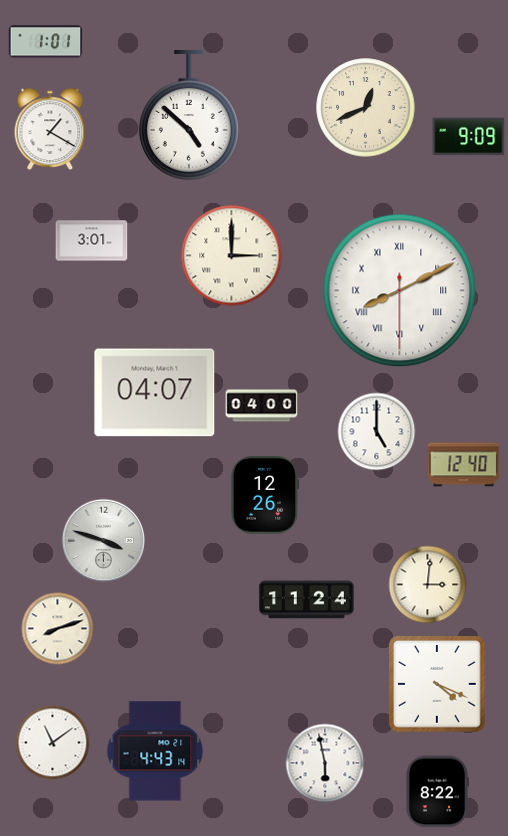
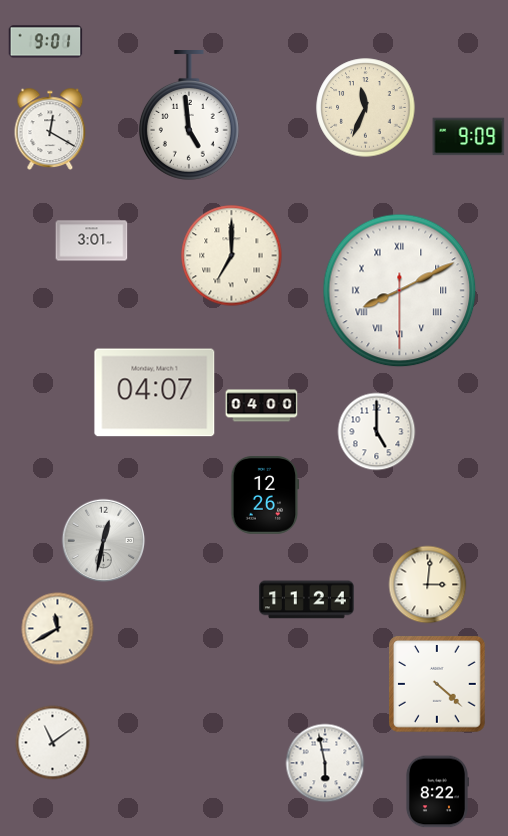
clock at (46, 42): 1:01 -> 9:01
clock at (366, 108): 12:41 -> 11:34
clock at (189, 116): 4:52 -> 4:59
clock at (50, 128): 1:20 -> 12:20
clock at (232, 256): 3:00 -> 7:00
clock at (464, 465): 12:40 -> none
clock at (104, 541): 3:48 -> 12:32
clock at (58, 629): 8:12 -> 11:40
clock at (437, 684): 4:19 -> 4:22
clock at (155, 751): 4:43 -> none
